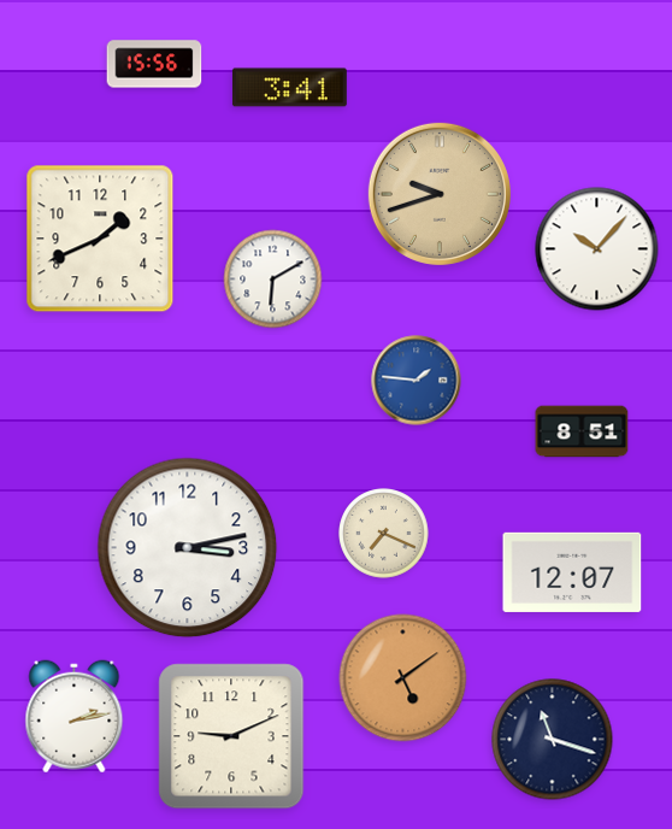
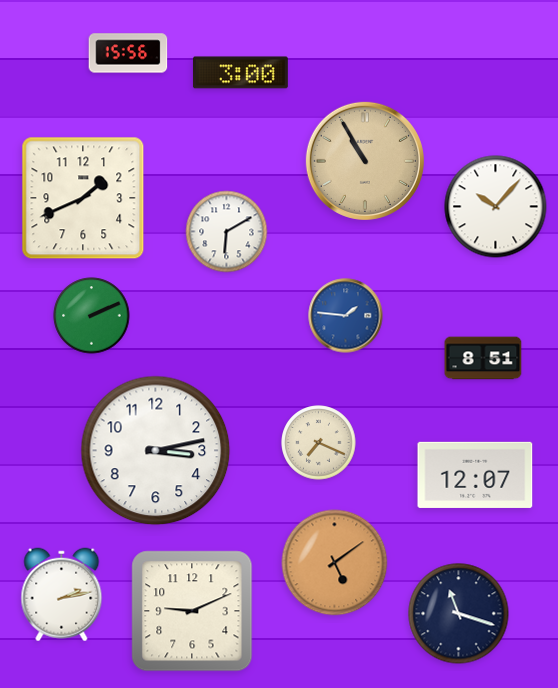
clock at (289, 88): 3:41 -> 3:00
clock at (440, 194): 9:42 -> 10:55
clock at (92, 316): none -> 2:11
clock at (188, 548) position: (188, 548) -> (156, 451)
